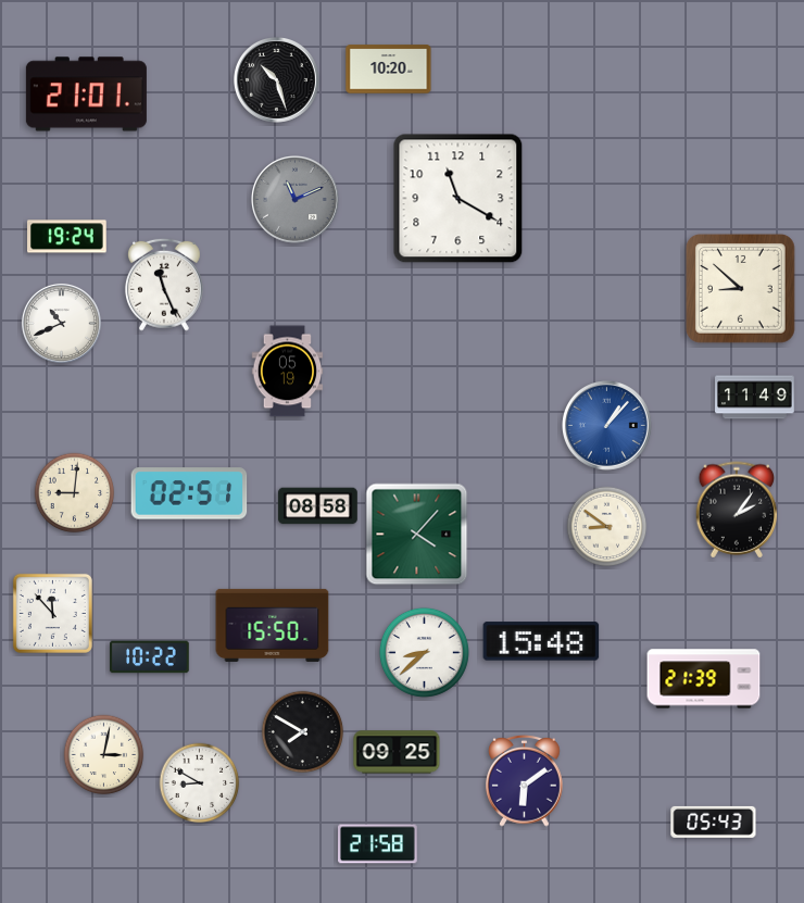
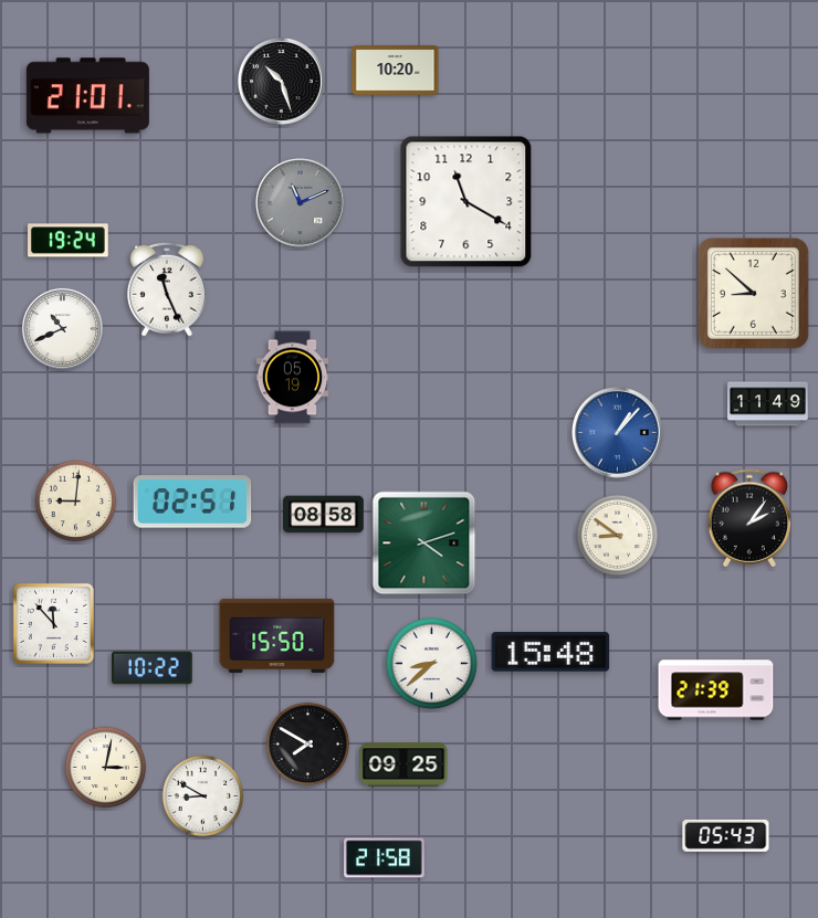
clock at (417, 535): 4:07 -> 4:12
clock at (525, 780): 6:09 -> none
